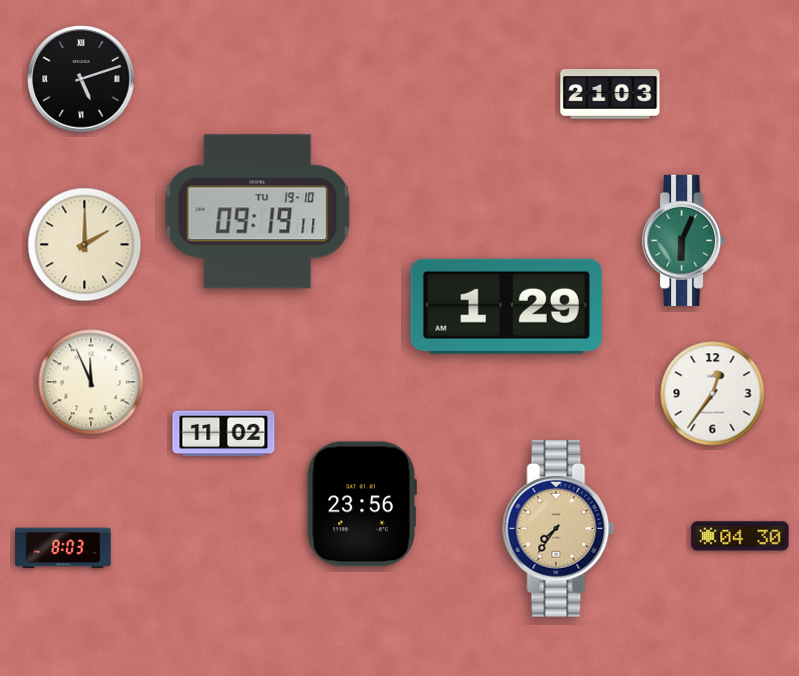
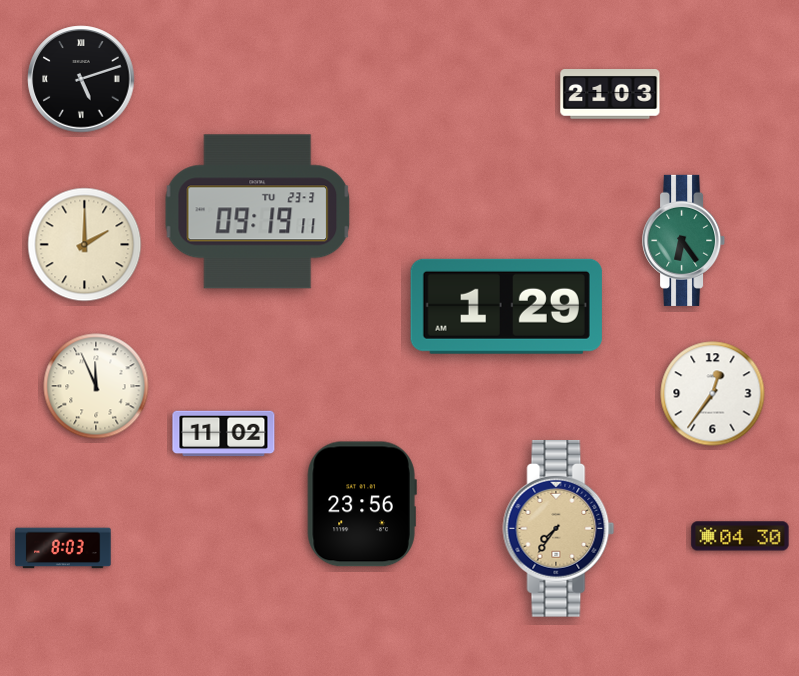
clock at (258, 212) date: TU 19-10 -> TU 23-3
clock at (684, 240): 6:04 -> 6:24
clock at (91, 382) position: (91, 382) -> (96, 386)
